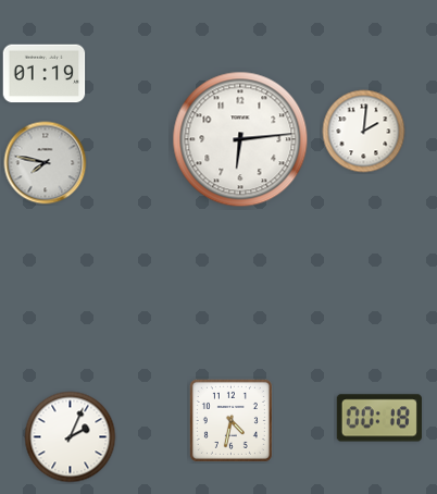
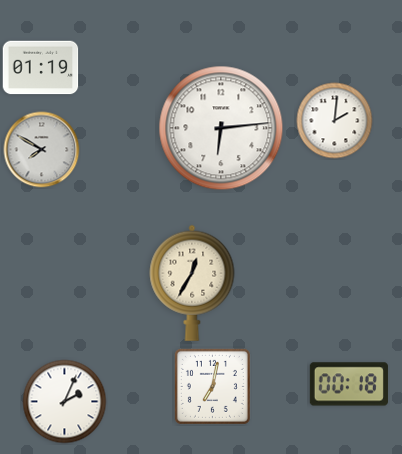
clock at (46, 163): 7:47 -> 7:50
clock at (192, 283): none -> 12:35
clock at (230, 420): 4:32 -> 7:02
